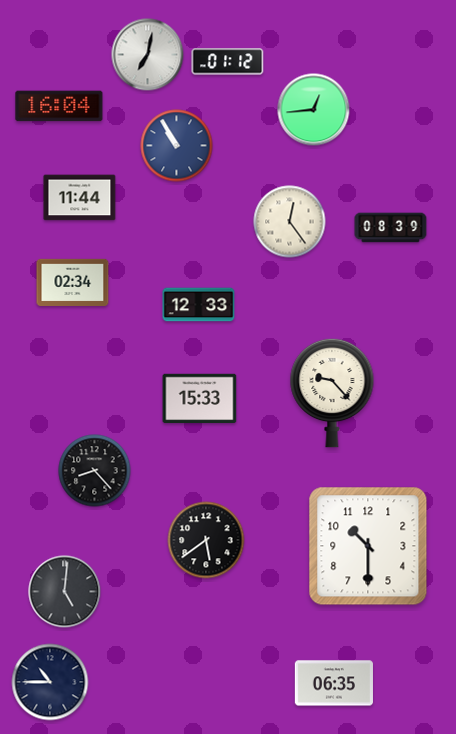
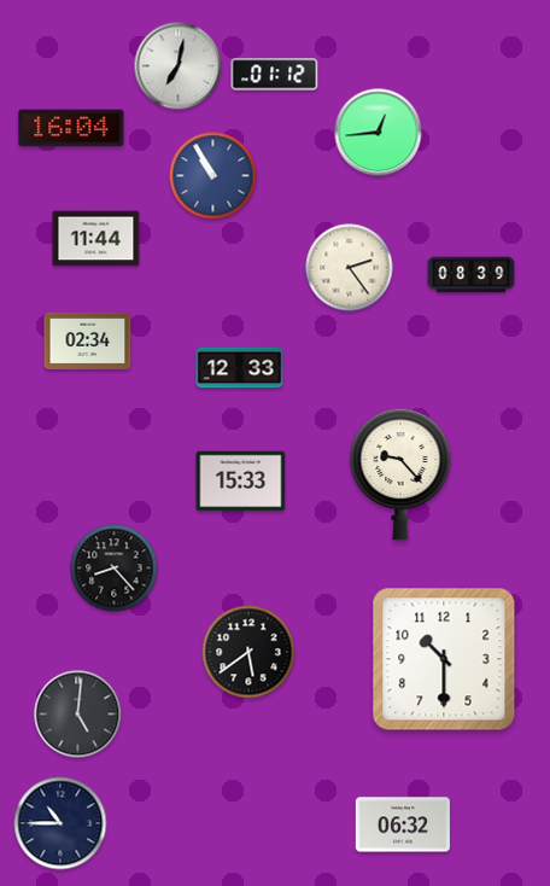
clock at (290, 222): 12:24 -> 2:24
clock at (334, 683): 06:35 -> 06:32
